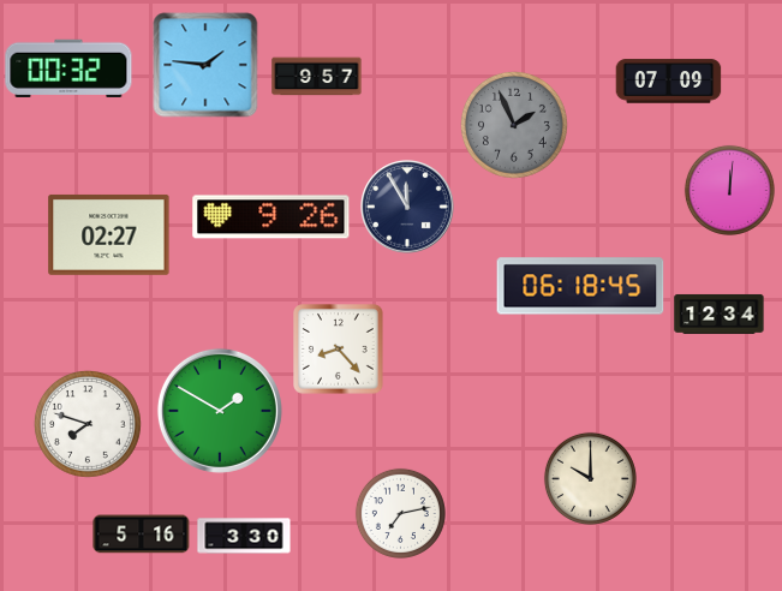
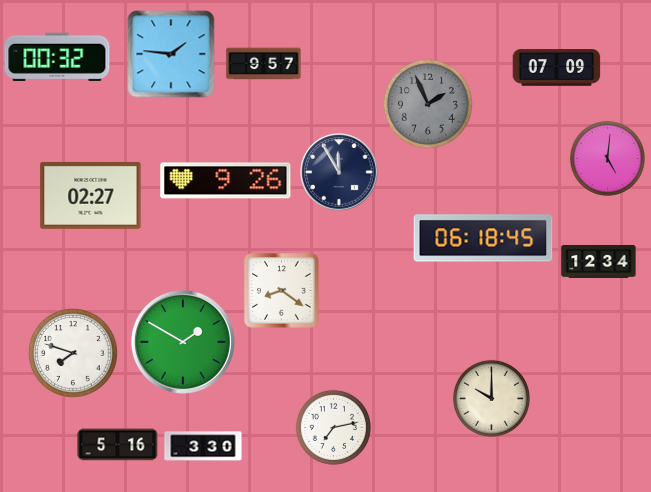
clock at (729, 190): 12:01 -> 5:01
clock at (339, 350): 8:23 -> 8:21
